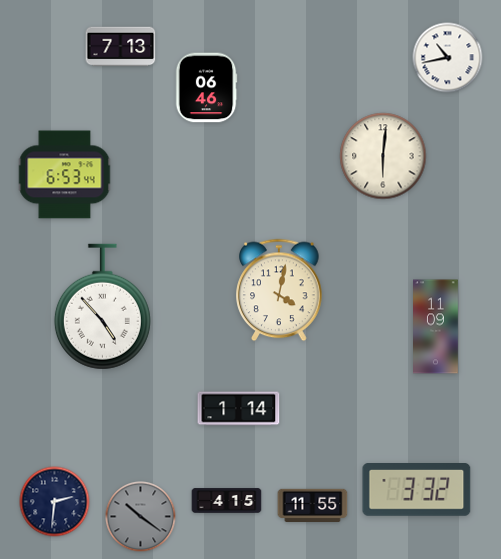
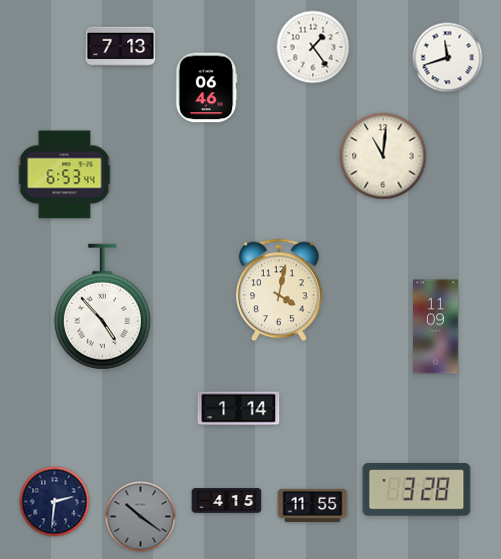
clock at (313, 47): none -> 1:24
clock at (448, 58): 10:43 -> 11:42
clock at (383, 156): 6:01 -> 11:01
clock at (417, 490): 3:32 -> 3:28
